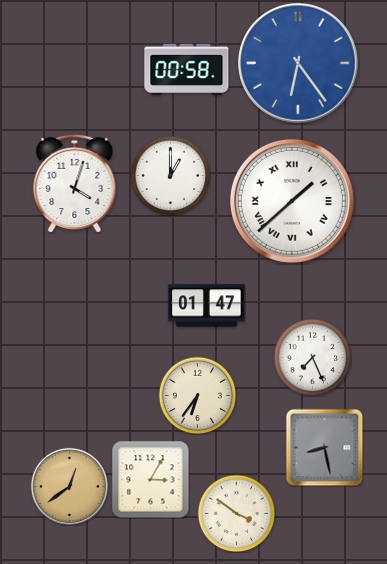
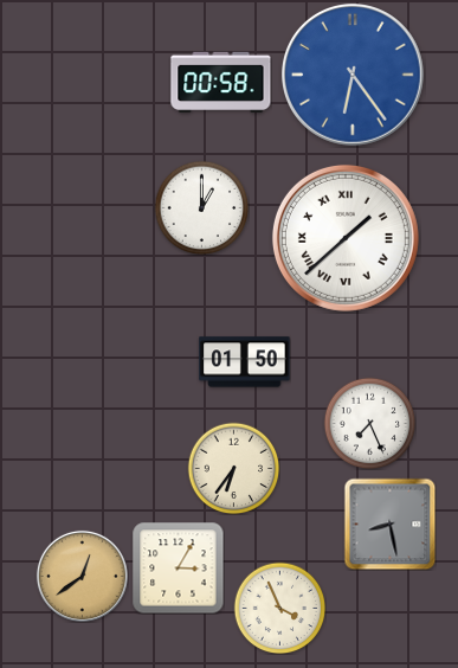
clock at (75, 183): 4:03 -> none
clock at (207, 306): 01:47 -> 01:50
clock at (324, 447) position: (324, 447) -> (389, 524)
clock at (236, 513): 3:51 -> 3:56
